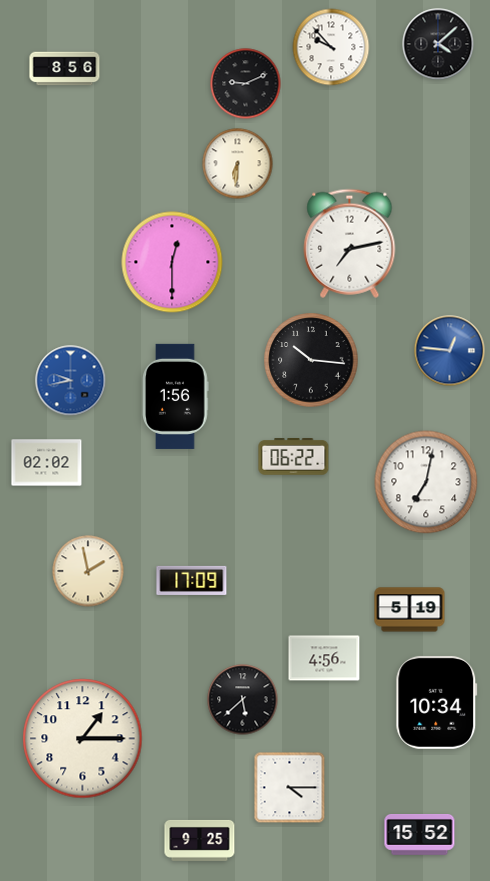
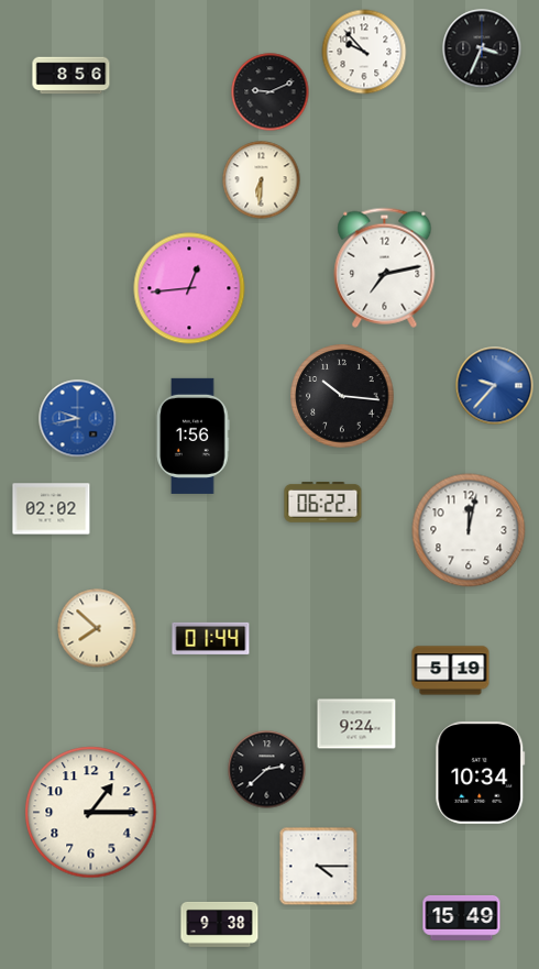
clock at (438, 44): 4:08 -> 3:34
clock at (172, 262): 12:30 -> 12:44
clock at (450, 351): 12:46 -> 9:37
clock at (426, 482): 7:02 -> 12:02
clock at (88, 571): 1:58 -> 7:52
clock at (192, 580): 17:09 -> 01:44
clock at (324, 658): 4:56 -> 9:24
clock at (243, 700): 5:38 -> 2:38
clock at (420, 835): 15:52 -> 15:49
clock at (200, 840): 9:25 -> 9:38
